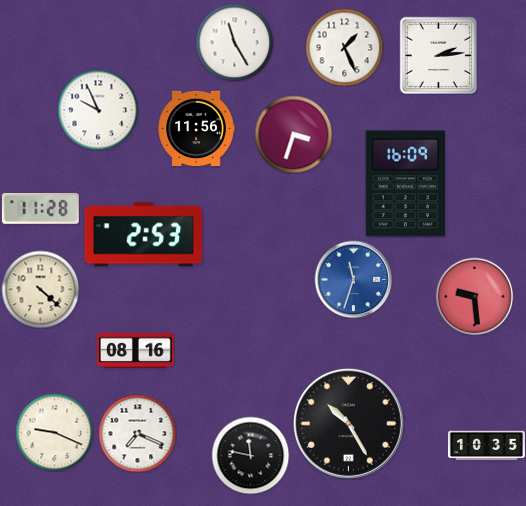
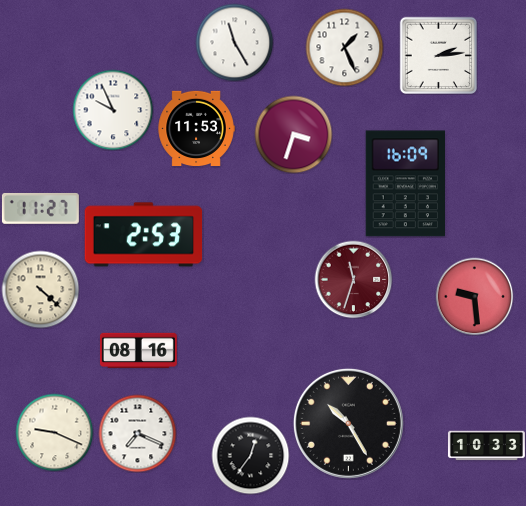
clock at (98, 110) position: (98, 110) -> (113, 110)
clock at (196, 128): 11:56 -> 11:53
clock at (40, 208): 11:28 -> 11:27
clock at (353, 279) dial: blue -> burgundy
clock at (135, 350) position: (135, 350) -> (138, 350)
clock at (486, 446): 10:35 -> 10:33
clock at (250, 455): 11:47 -> 12:36
